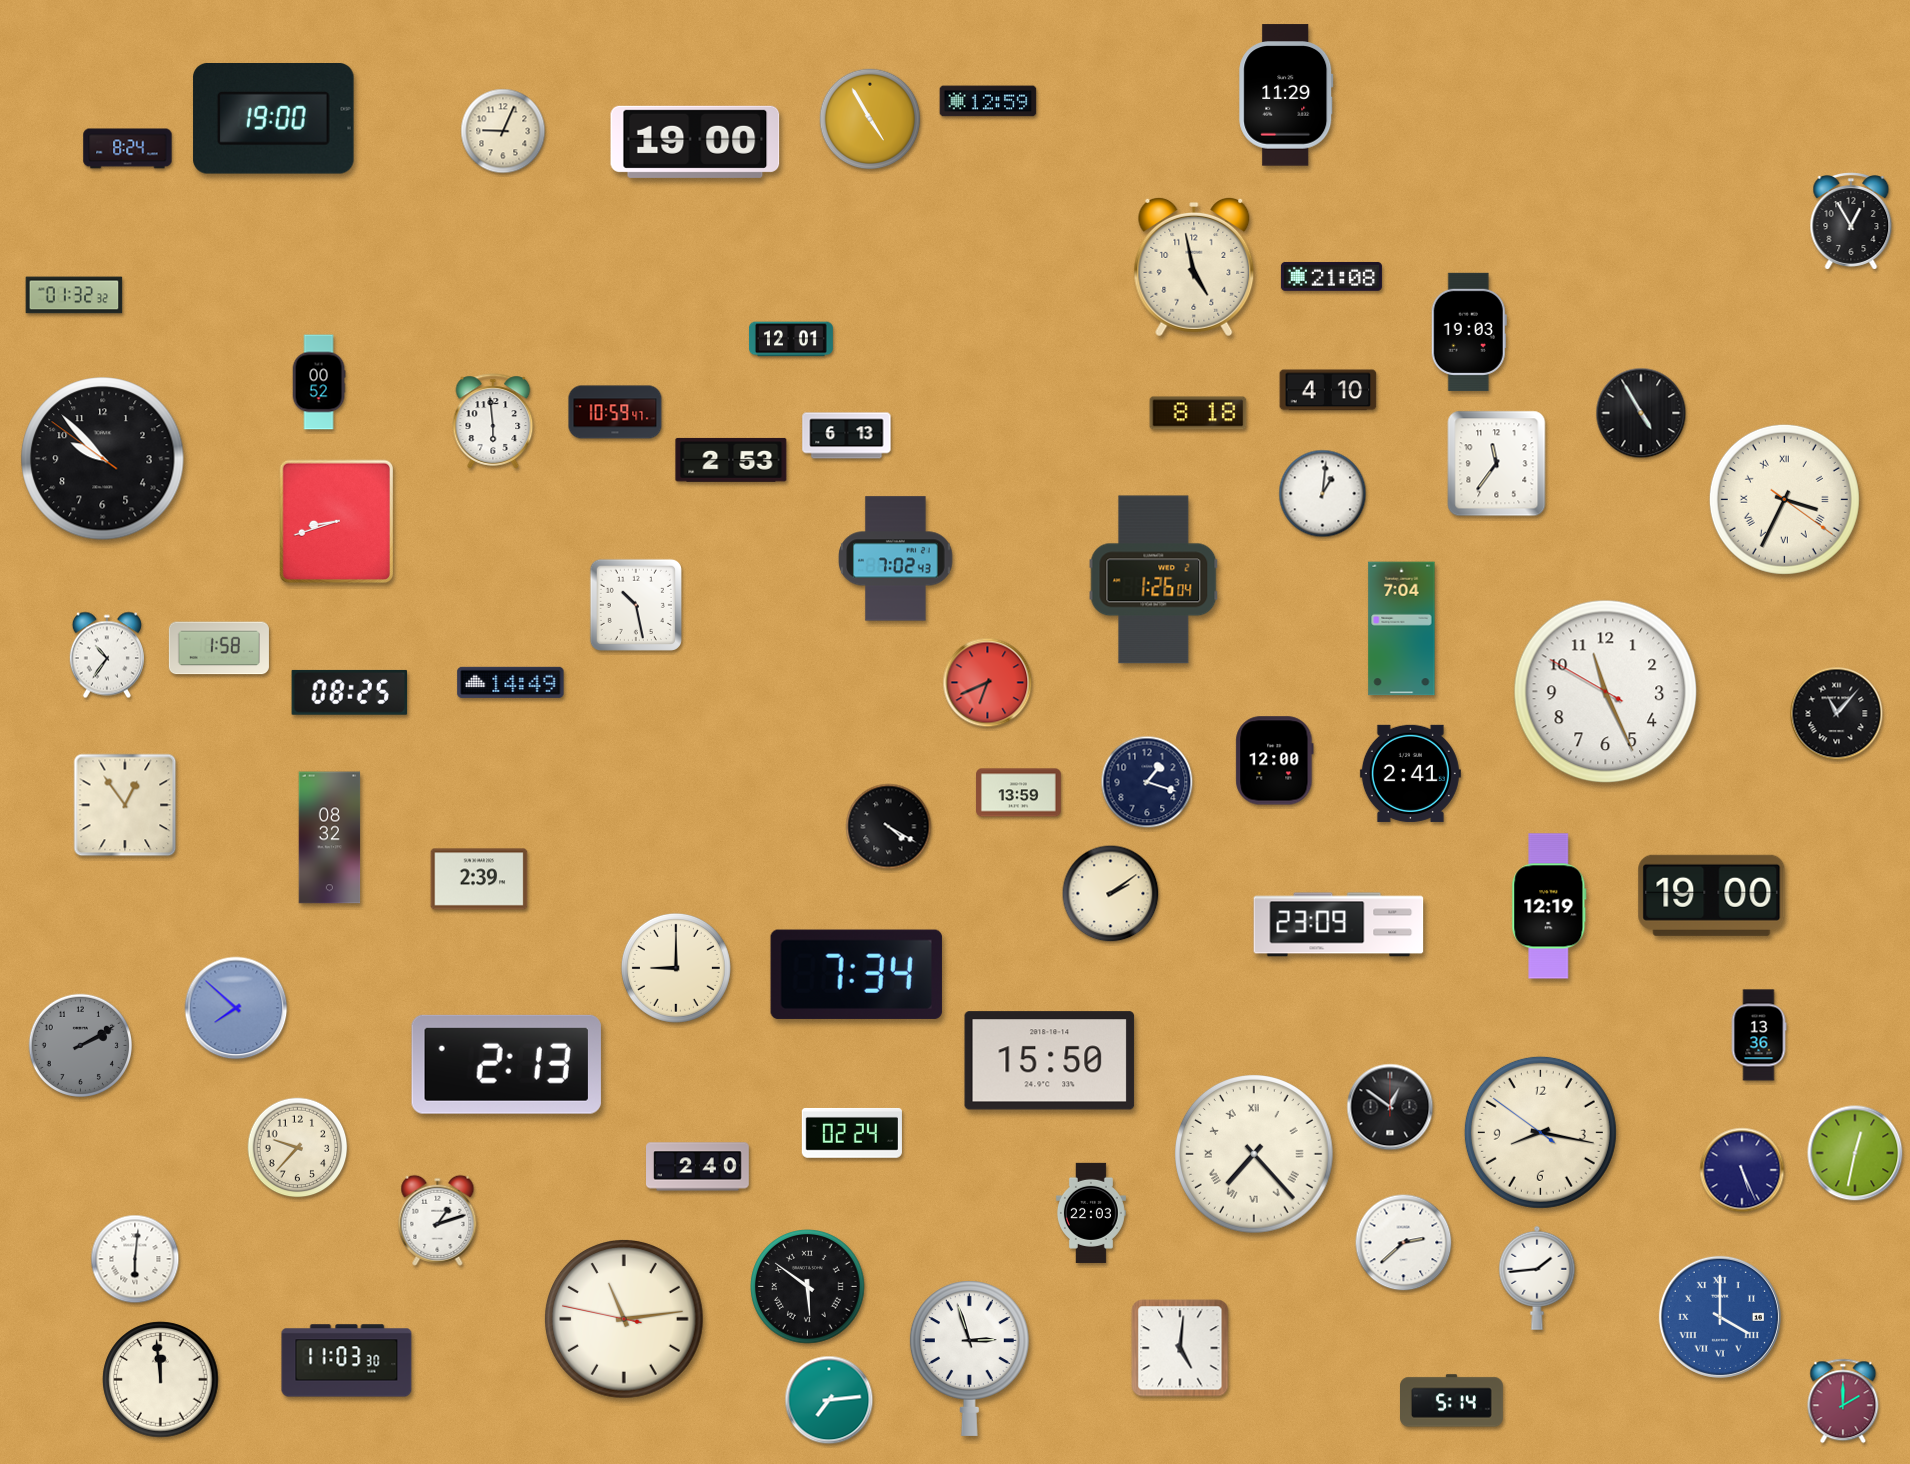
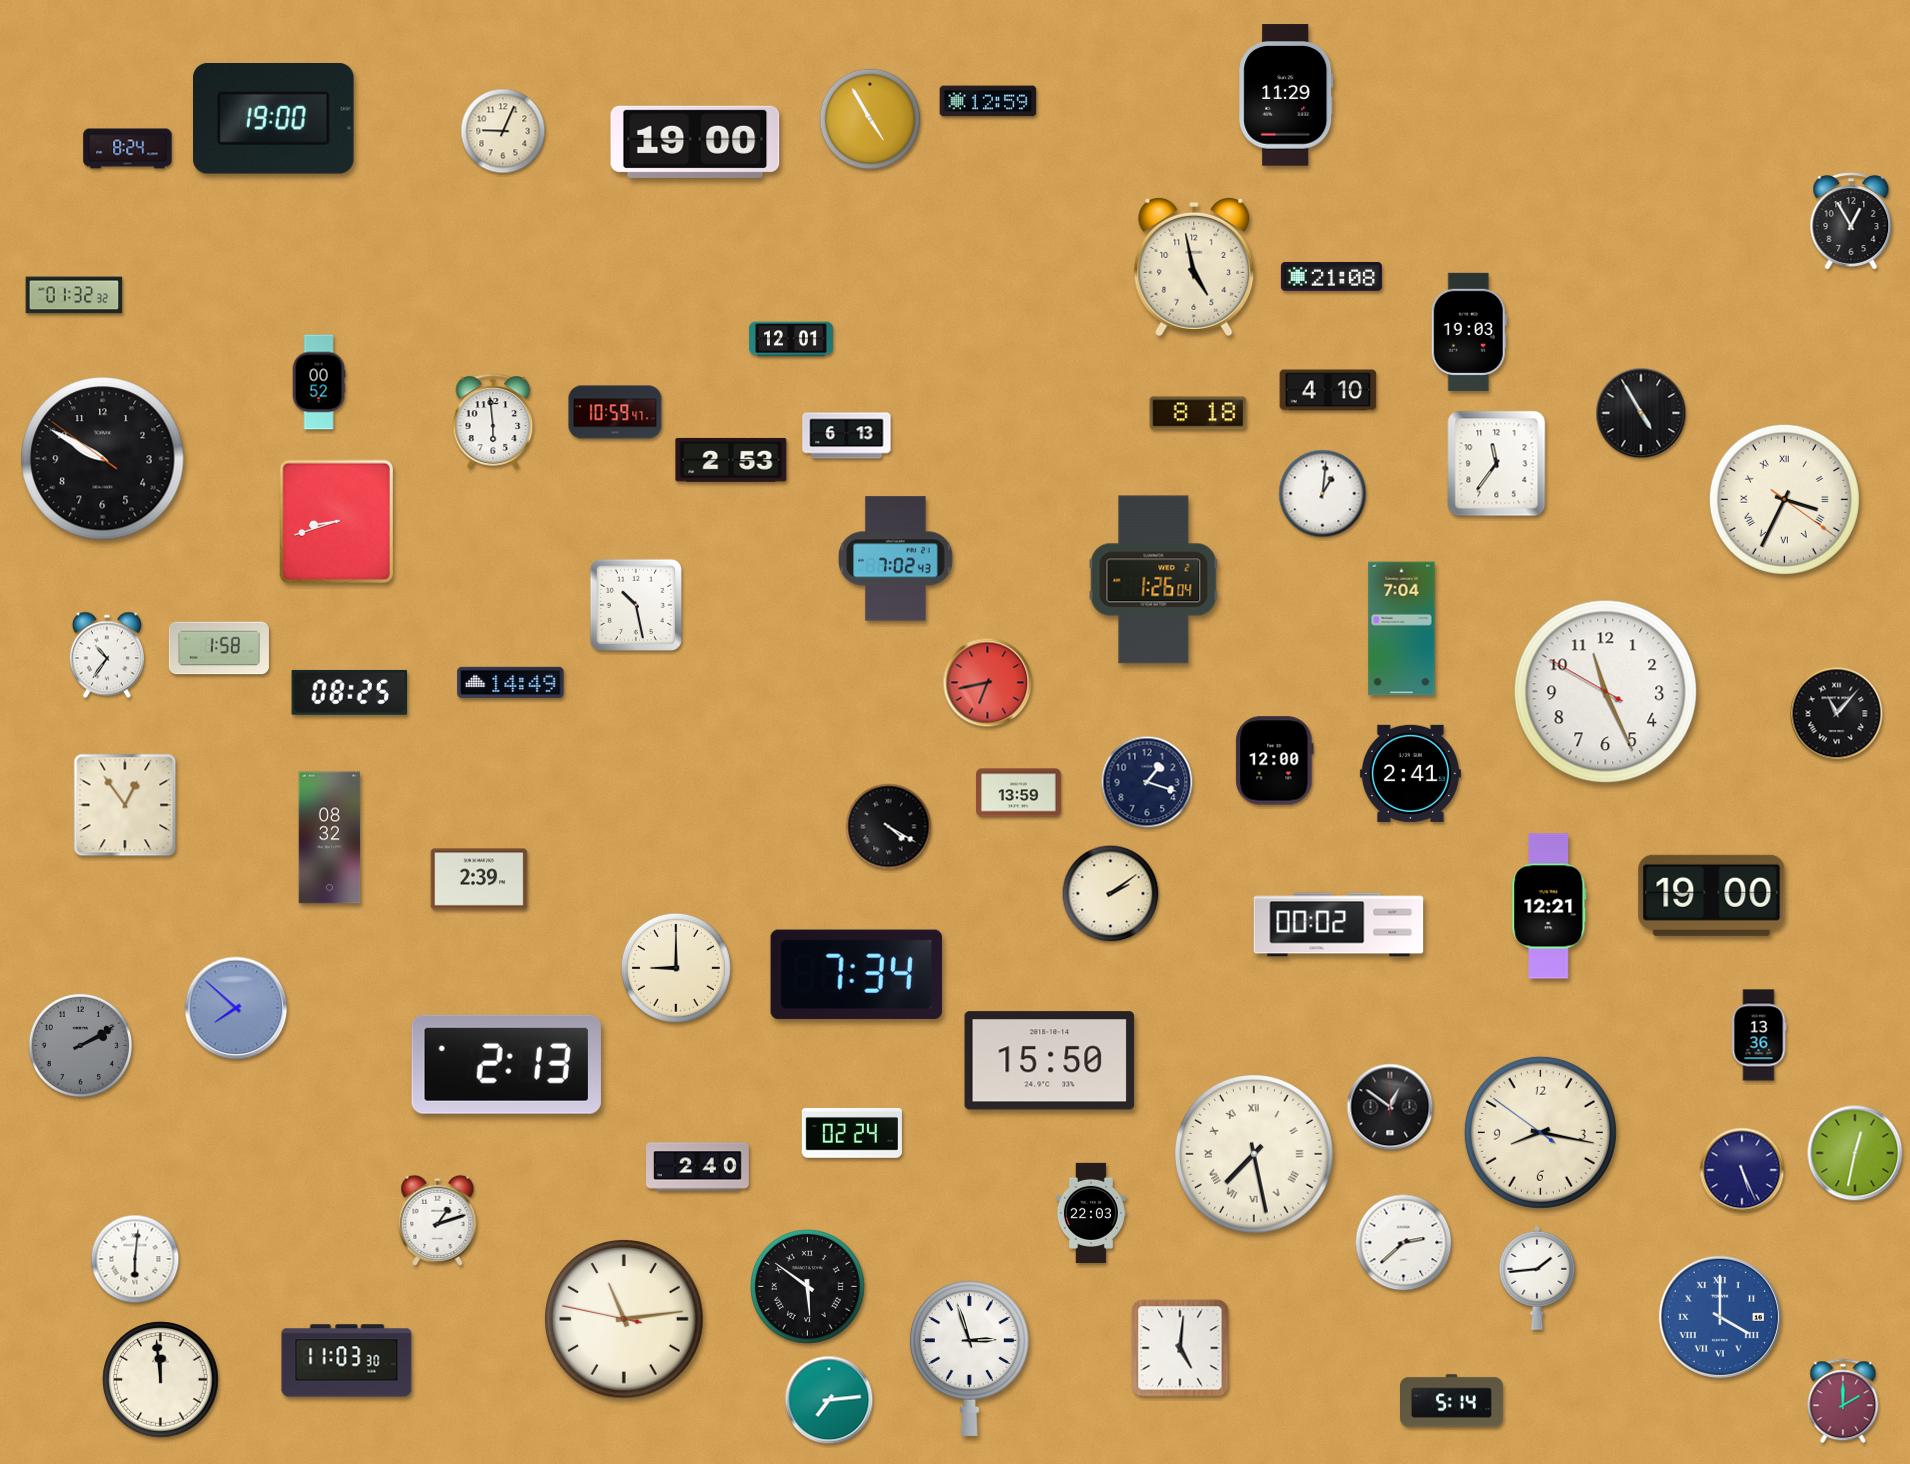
clock at (103, 459): 9:52 -> 9:49
clock at (988, 683): 6:41 -> 6:43
clock at (1549, 906): 12:19 -> 12:21
clock at (1339, 925): 23:09 -> 00:02
clock at (298, 1148): 9:37 -> none
clock at (1255, 1155): 7:23 -> 7:28
